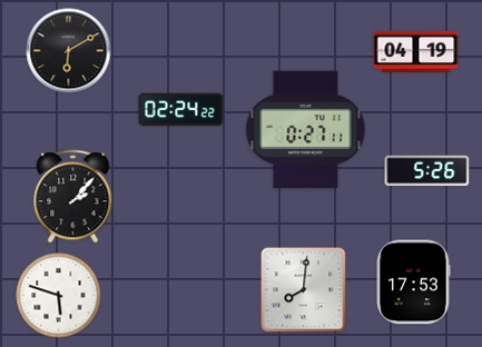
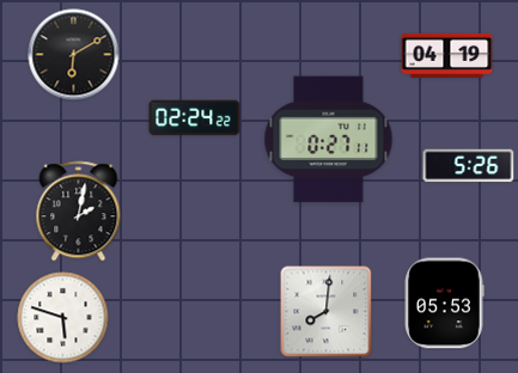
clock at (427, 171) position: (427, 171) -> (469, 166)
clock at (73, 197): 2:07 -> 2:02
clock at (413, 282): 17:53 -> 05:53
